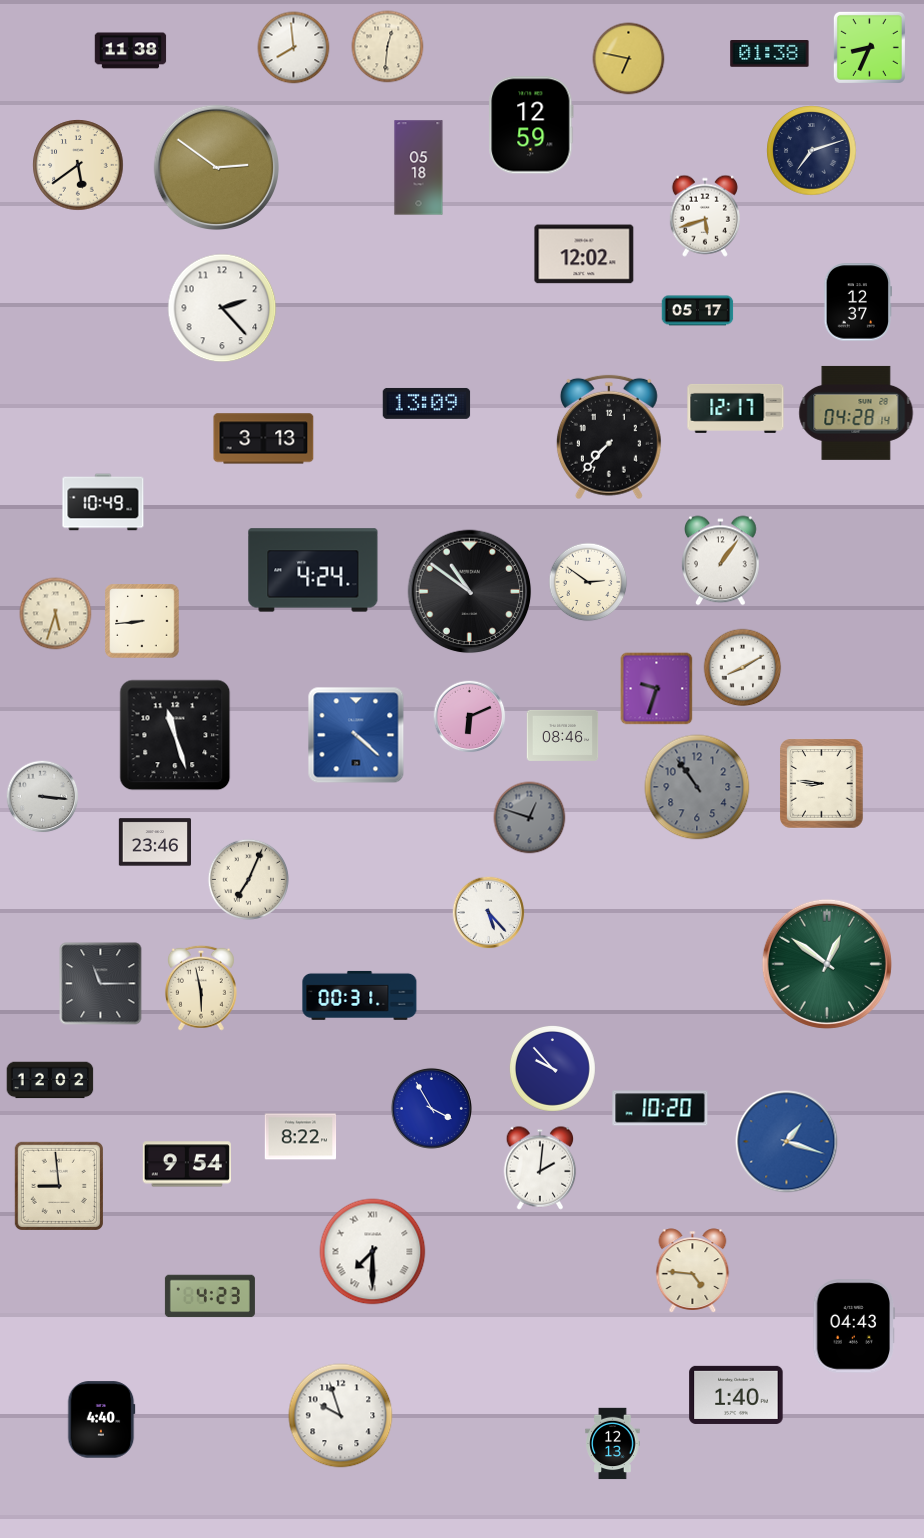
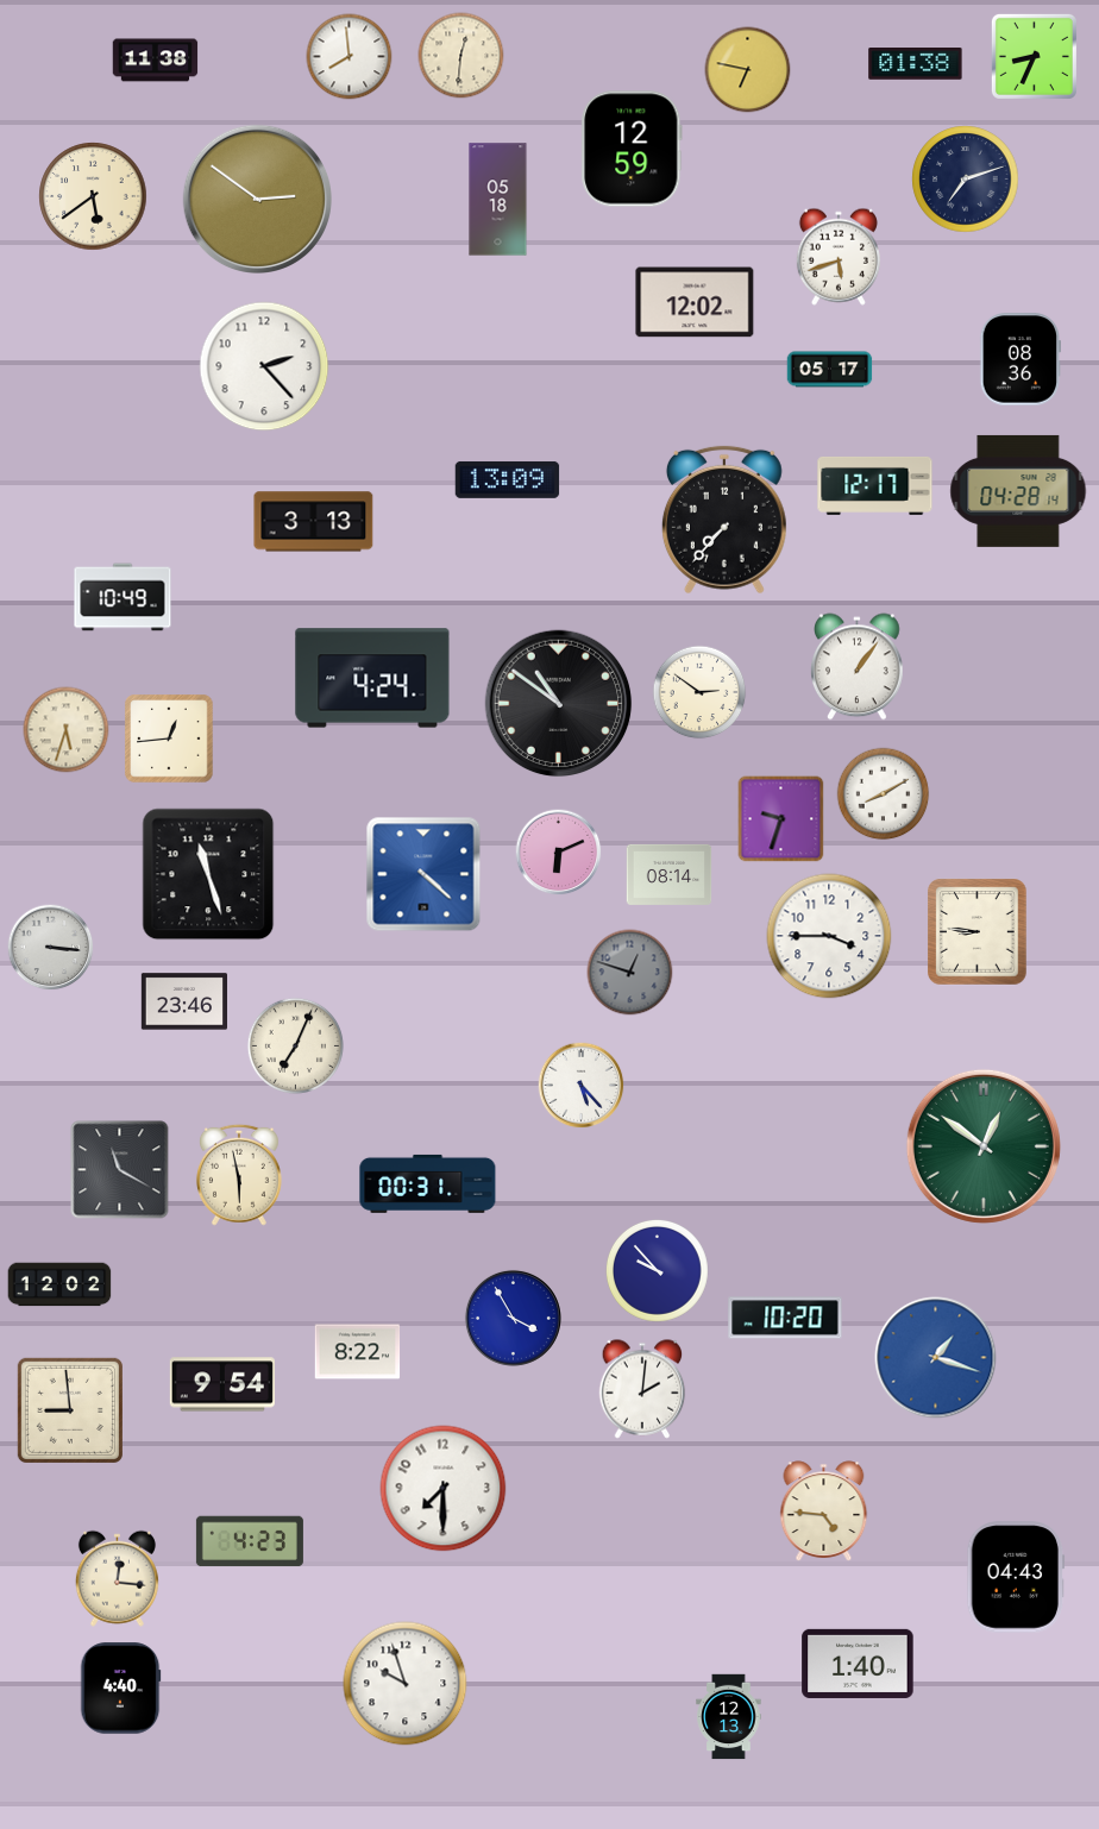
clock at (858, 302): 12:37 -> 08:36
clock at (142, 621): 8:44 -> 12:44
clock at (563, 735): 08:46 -> 08:14
clock at (697, 787): 10:54 -> 3:45
clock at (697, 787) dial: grey -> white
clock at (101, 984): 11:15 -> 11:20
clock at (373, 1252) numerals: Roman -> Arabic
clock at (117, 1578): none -> 12:16
clock at (736, 1395) position: (736, 1395) -> (858, 1664)
